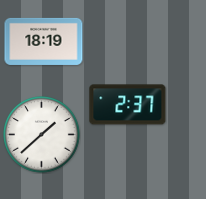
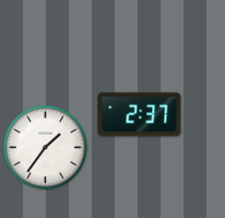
clock at (44, 41): 18:19 -> none
clock at (42, 135): 1:38 -> 1:36
